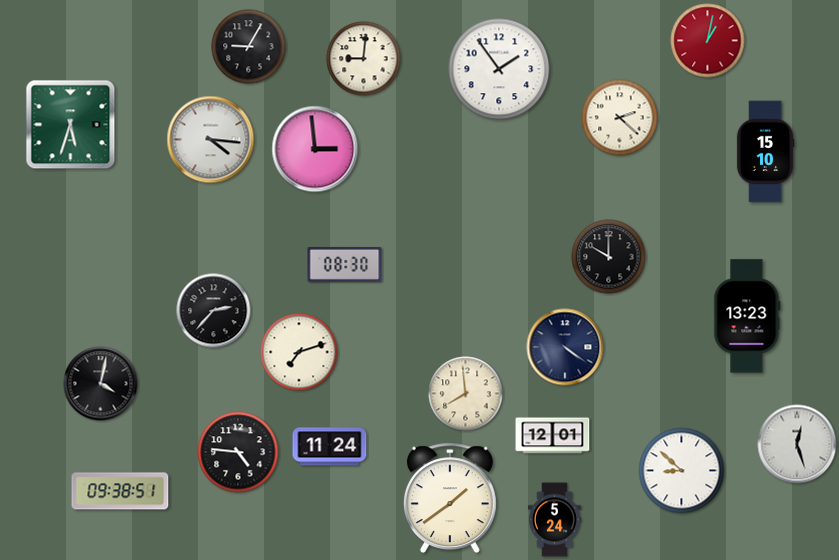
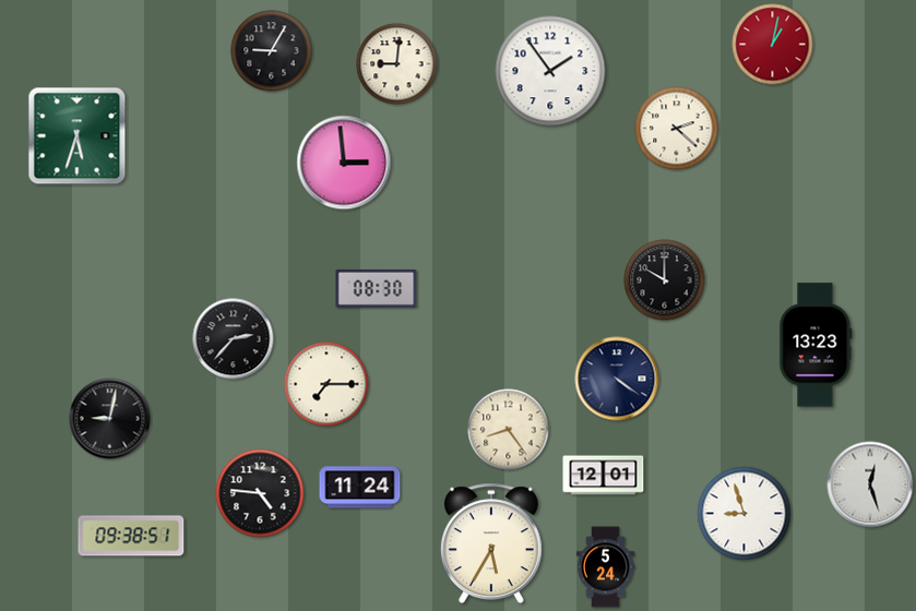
clock at (499, 69) position: (499, 69) -> (550, 71)
clock at (211, 140): 4:16 -> none
clock at (765, 152): 15:10 -> none
clock at (299, 352): 7:12 -> 7:15
clock at (101, 384): 4:02 -> 9:02
clock at (466, 394): 7:59 -> 8:24
clock at (682, 471): 8:52 -> 8:57
clock at (450, 498): 1:39 -> 5:35
